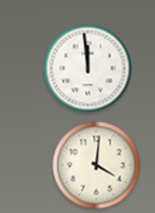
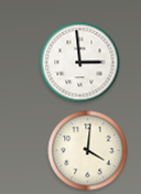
clock at (88, 69): 11:59 -> 2:59
